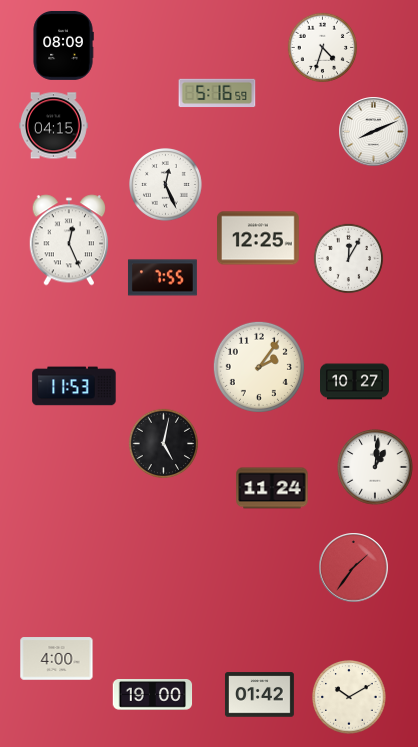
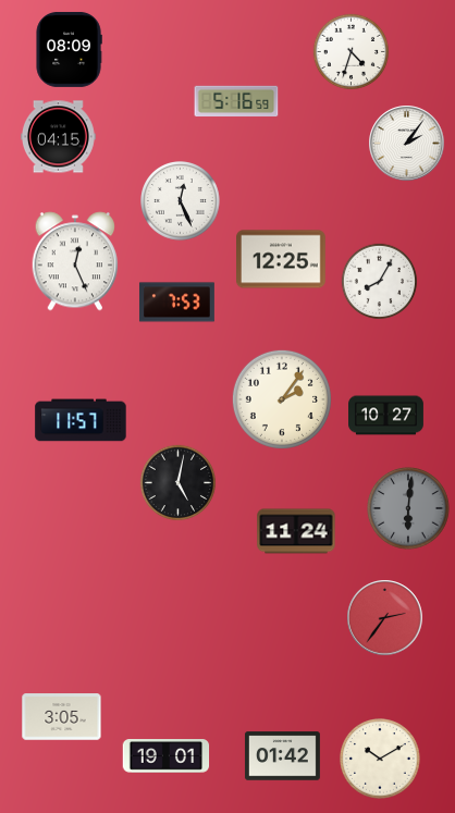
clock at (374, 132): 8:11 -> 2:06
clock at (349, 259): 12:05 -> 8:05
clock at (162, 278): 7:55 -> 7:53
clock at (74, 386): 11:53 -> 11:57
clock at (375, 467): 1:01 -> 6:01
clock at (375, 467) dial: white -> grey
clock at (354, 568): 1:36 -> 2:36
clock at (57, 659): 4:00 -> 3:05
clock at (153, 695): 19:00 -> 19:01
